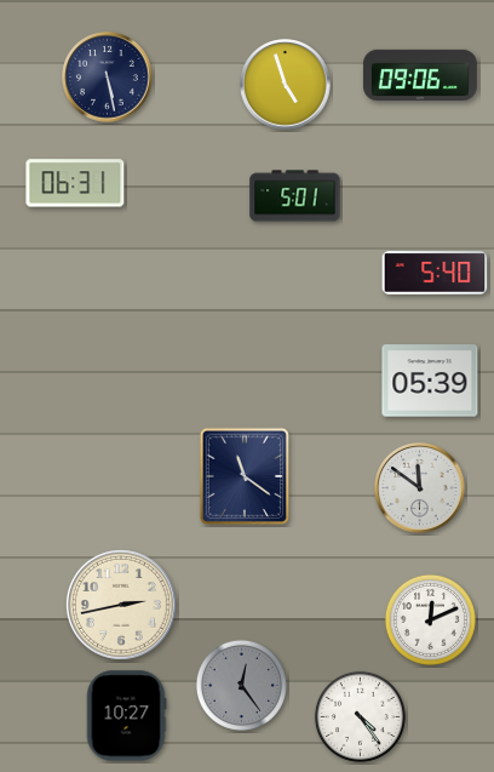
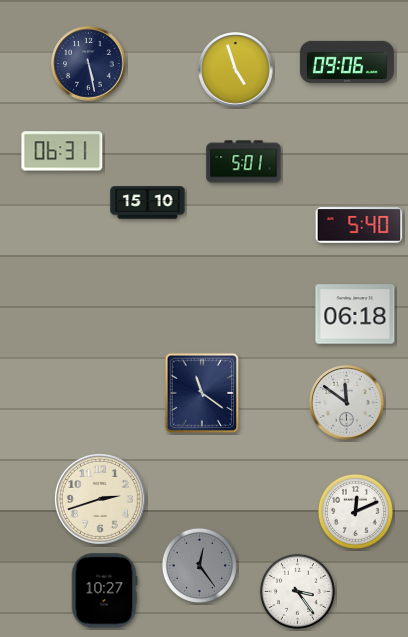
clock at (148, 203): none -> 15:10
clock at (430, 381): 05:39 -> 06:18
clock at (121, 605): 2:43 -> 2:42
clock at (360, 716): 4:24 -> 3:24
